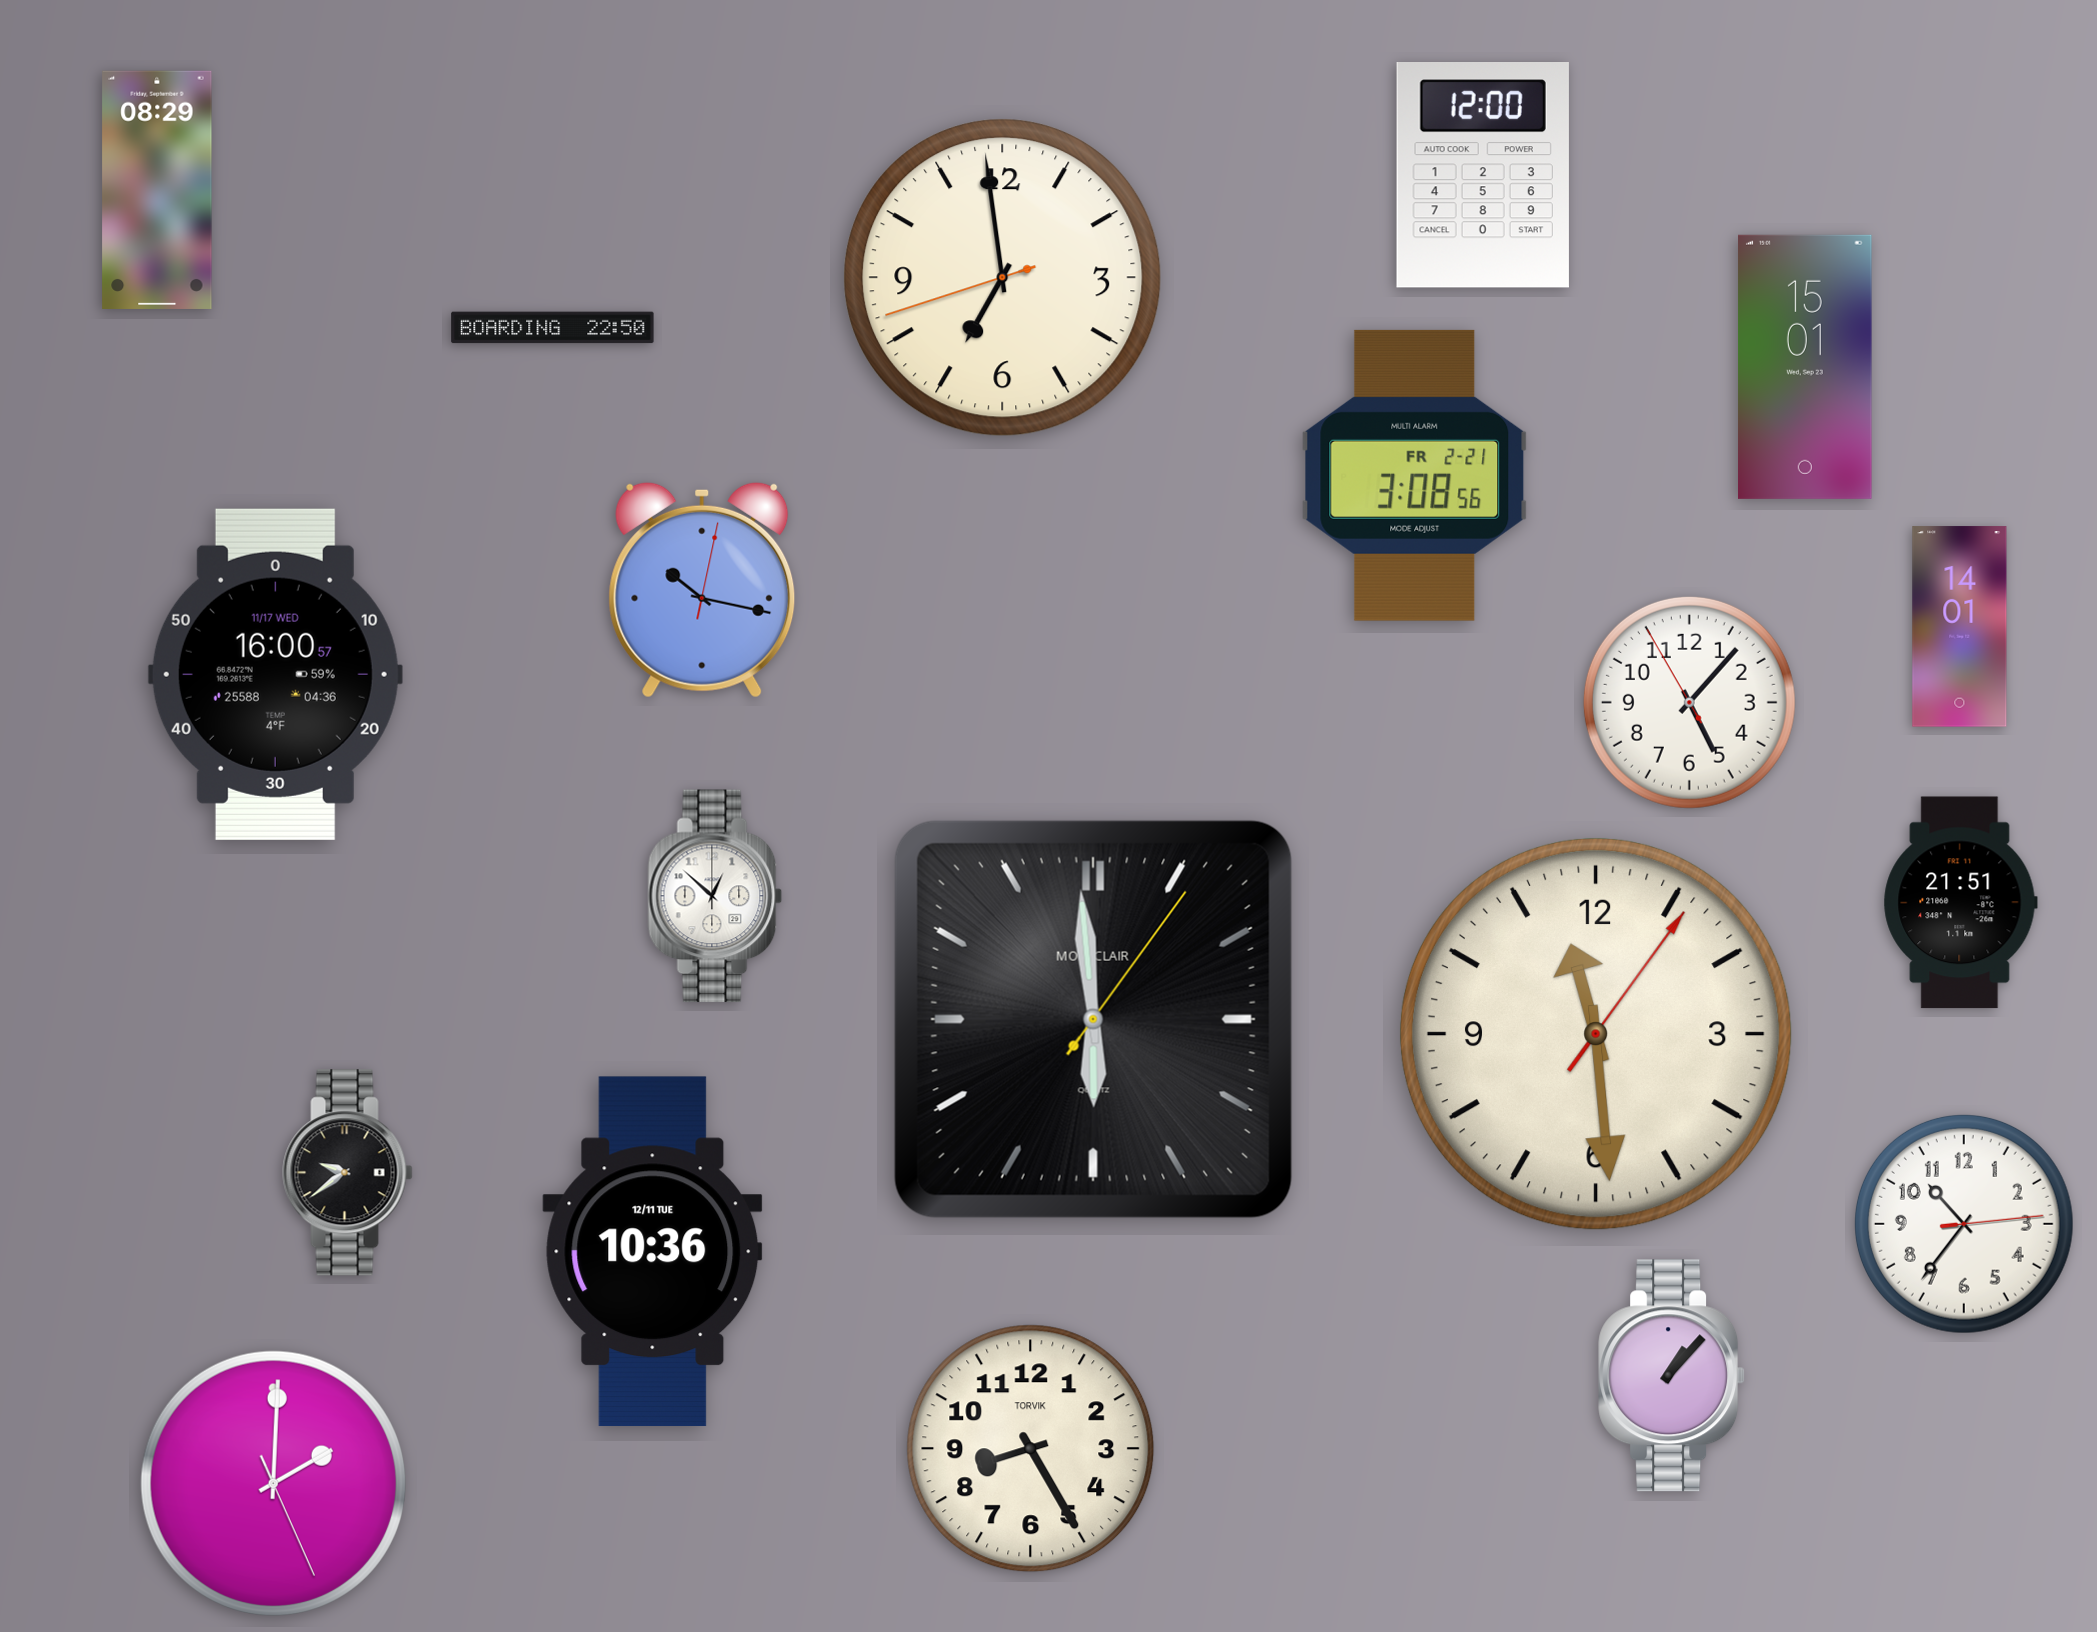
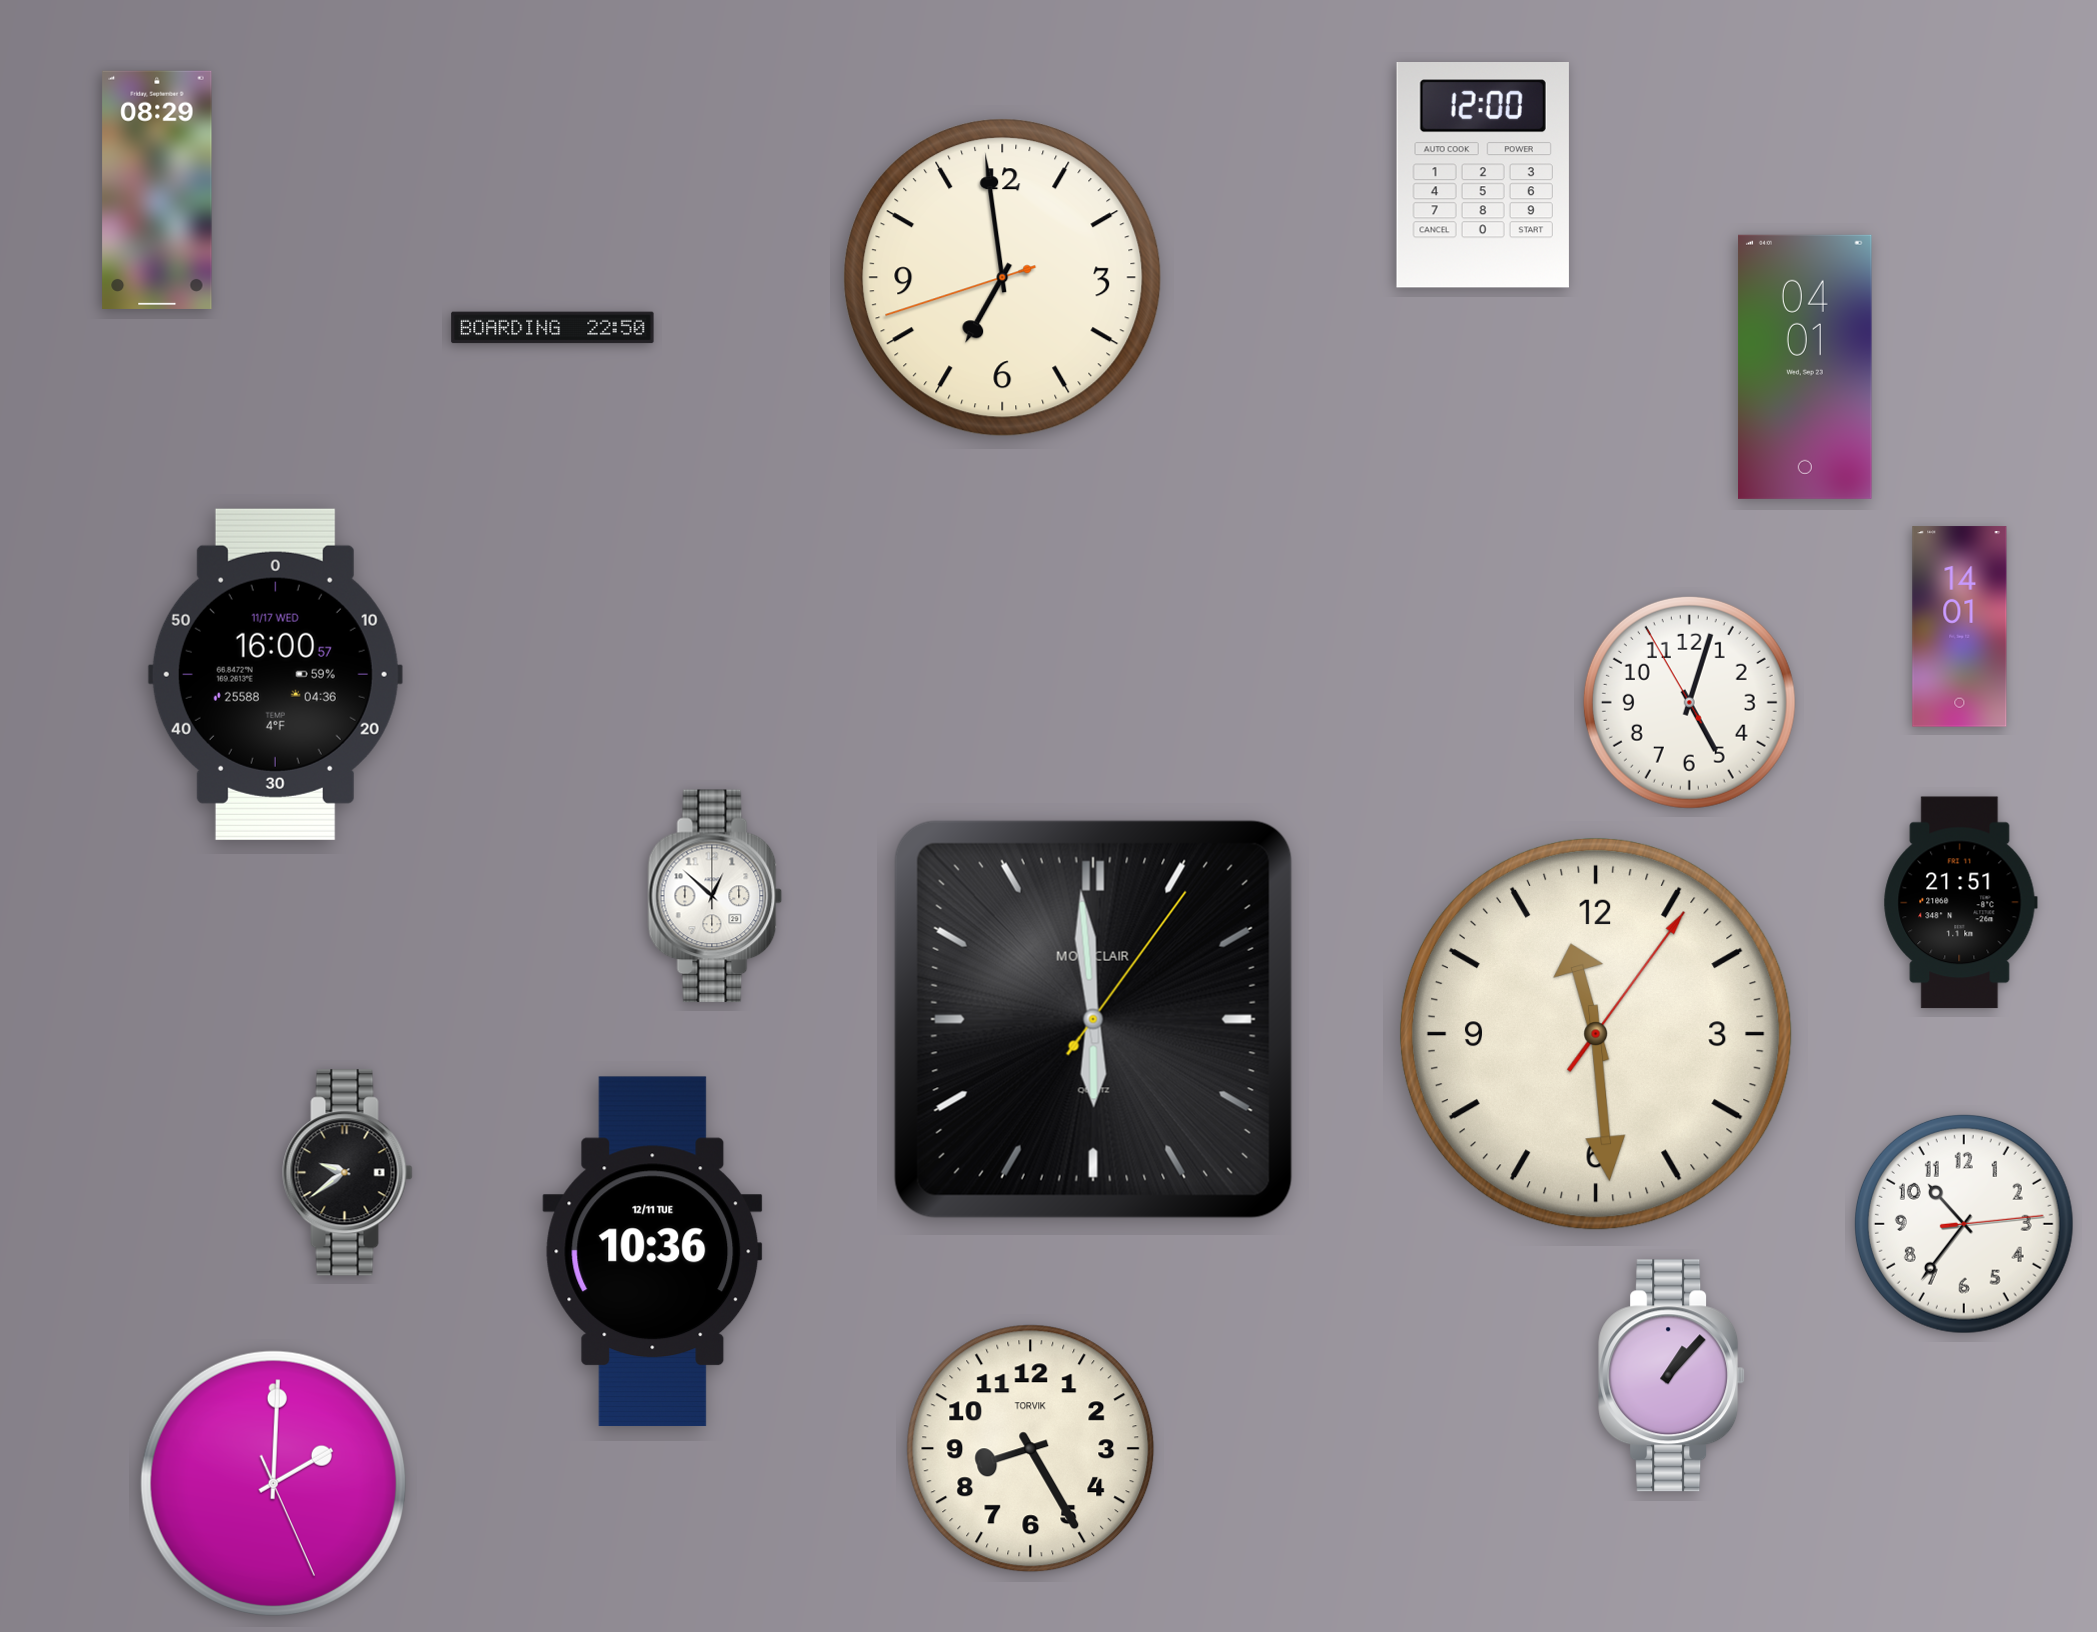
clock at (1806, 367): 15:01 -> 04:01
clock at (1415, 475): 3:08 -> none
clock at (702, 590): 10:17 -> none
clock at (1689, 702): 5:06 -> 5:02
